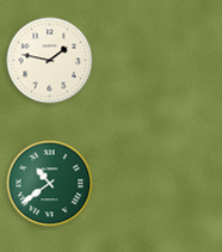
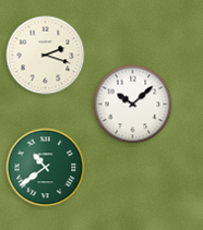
clock at (50, 61): 1:47 -> 2:18
clock at (133, 105): none -> 10:08
